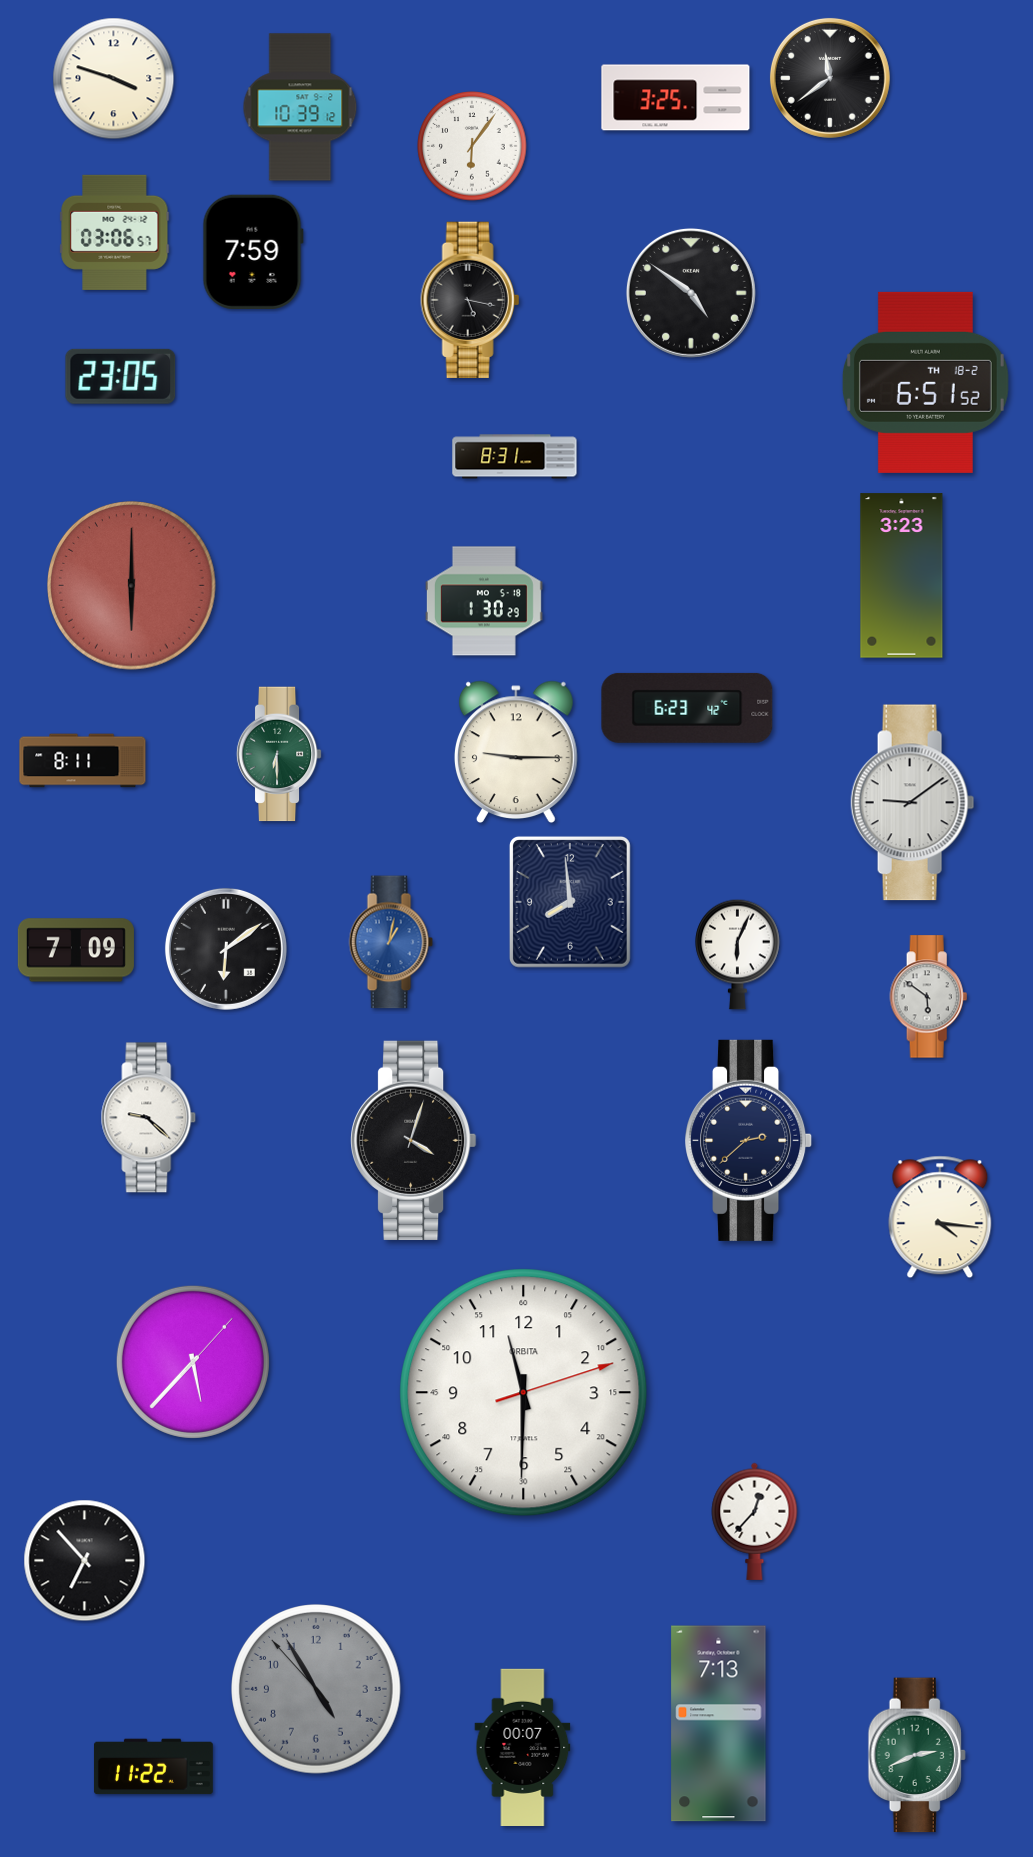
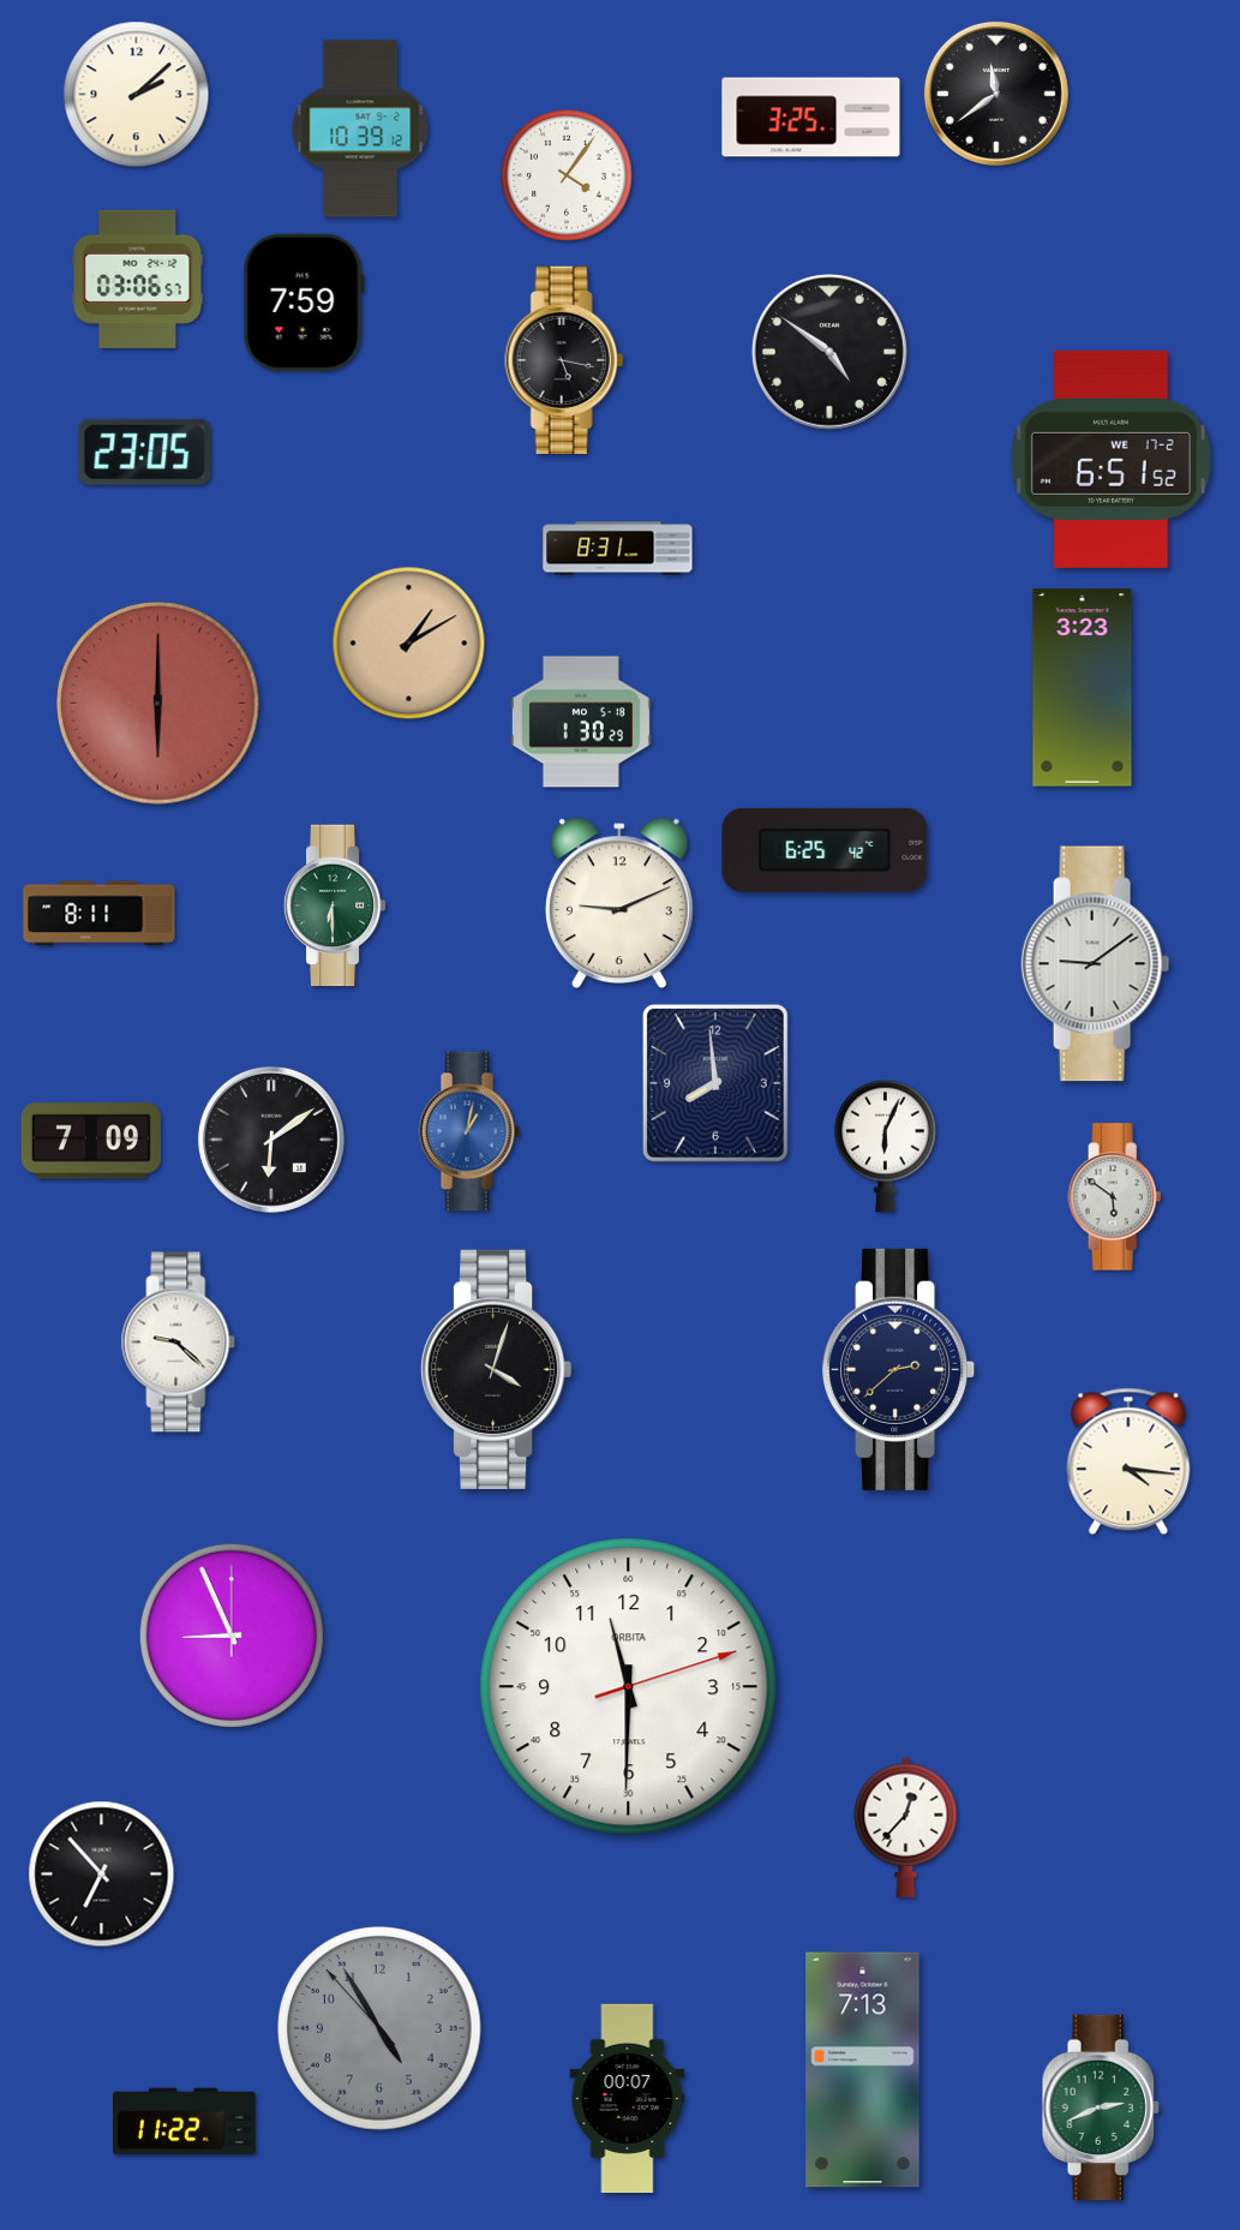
clock at (114, 79): 3:48 -> 2:08
clock at (472, 146): 6:06 -> 4:06
clock at (925, 382) date: TH 18-2 -> WE 17-2
clock at (409, 644): none -> 1:10
clock at (902, 576) position: (902, 576) -> (1083, 688)
clock at (687, 708): 6:23 -> 6:25
clock at (516, 751): 9:15 -> 9:11
clock at (570, 902) position: (570, 902) -> (715, 1083)
clock at (193, 1362): 5:37 -> 8:56
clock at (524, 1393) position: (524, 1393) -> (629, 1687)
